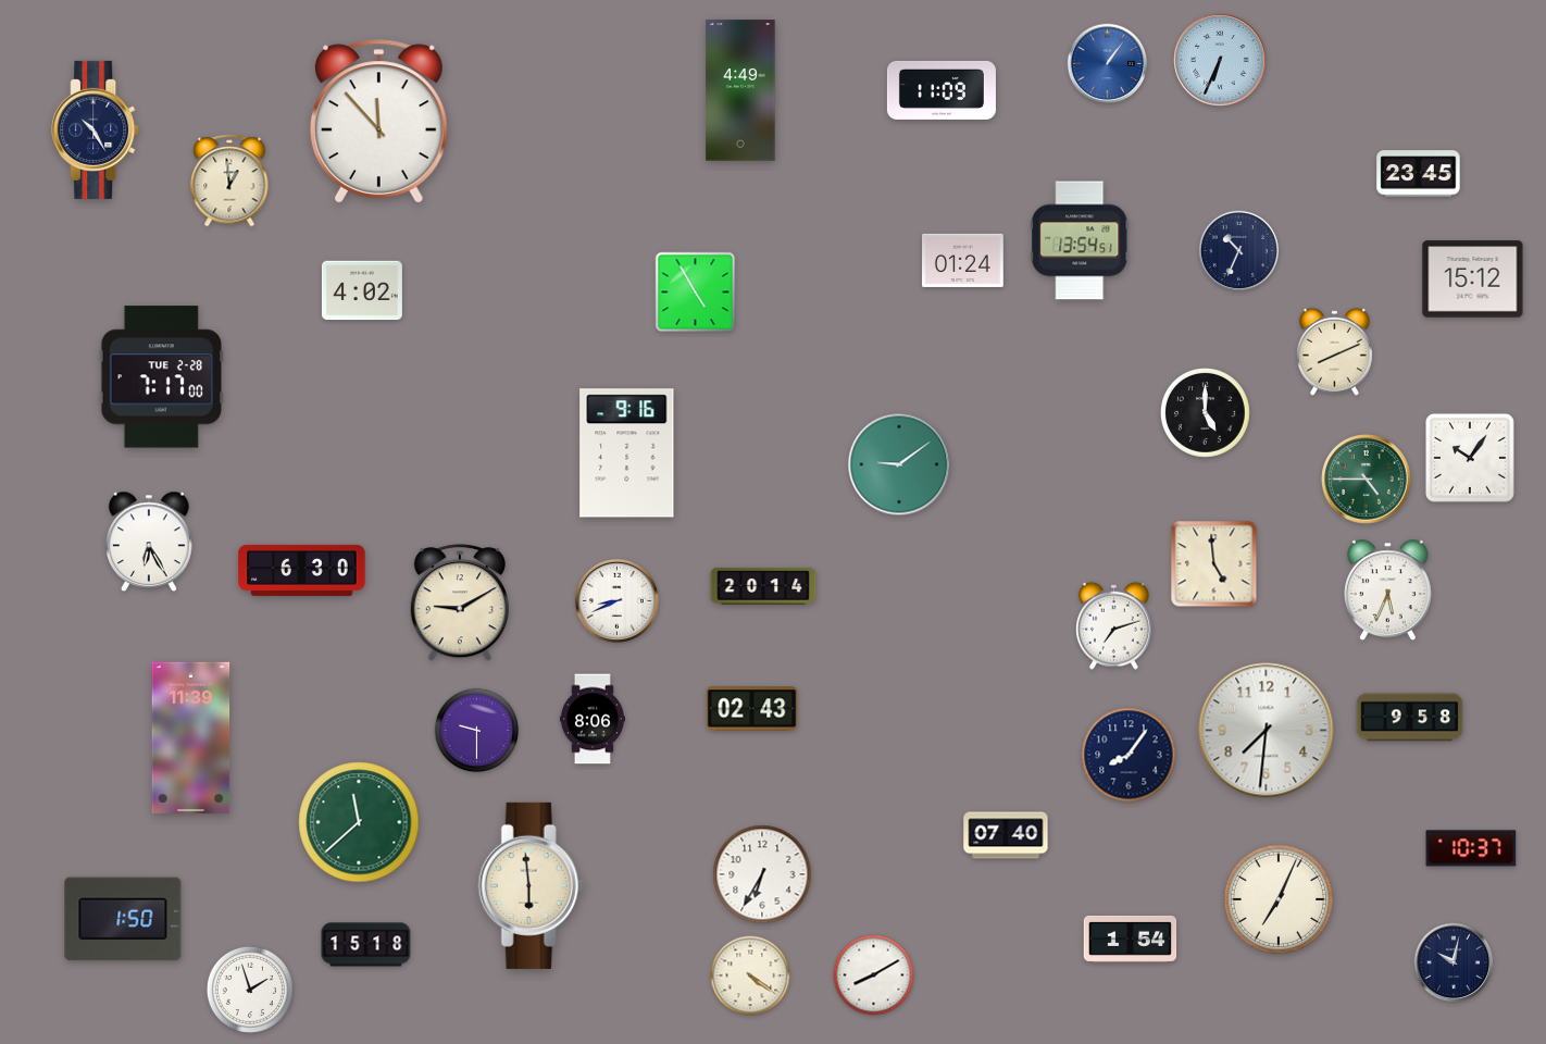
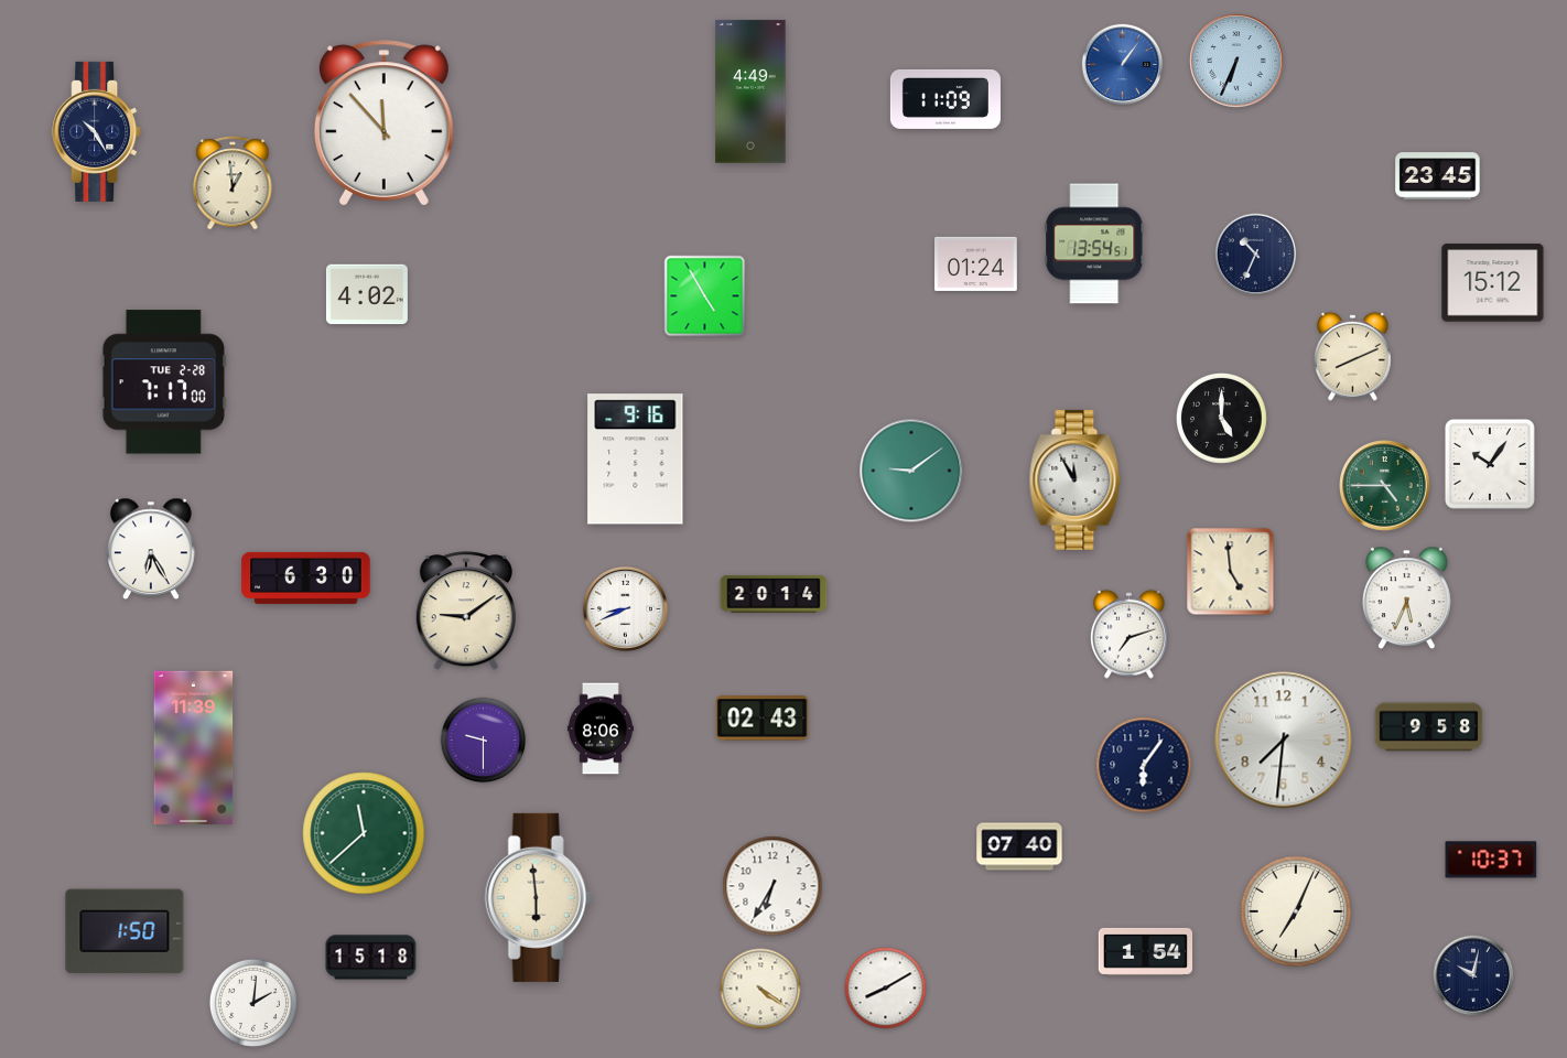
clock at (942, 90) position: (942, 90) -> (945, 99)
clock at (1076, 479): none -> 11:55
clock at (460, 604): 9:10 -> 9:09
clock at (1129, 755): 8:06 -> 6:06
clock at (250, 990): 1:57 -> 2:01
